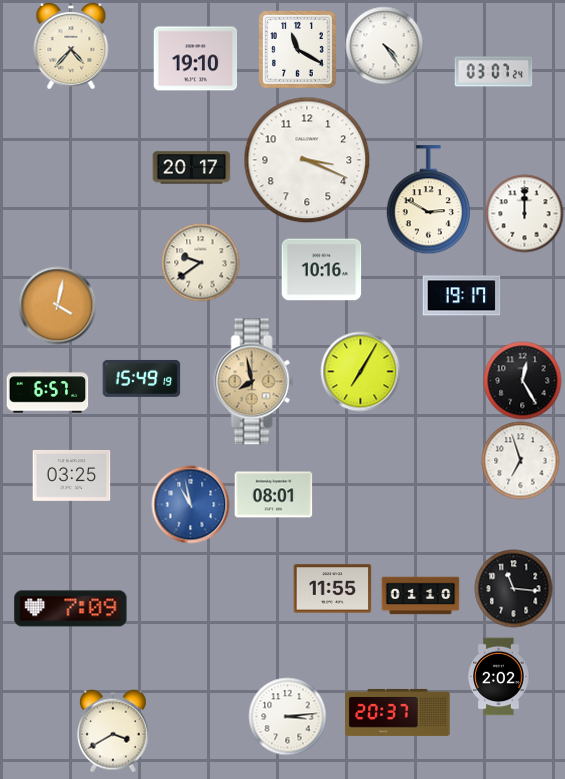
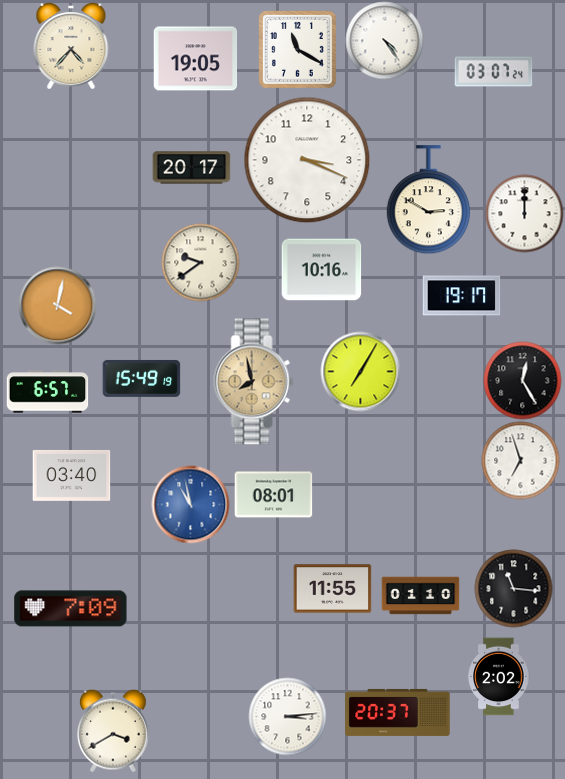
clock at (384, 45) position: (384, 45) -> (384, 40)
clock at (195, 59): 19:10 -> 19:05
clock at (71, 475): 03:25 -> 03:40
